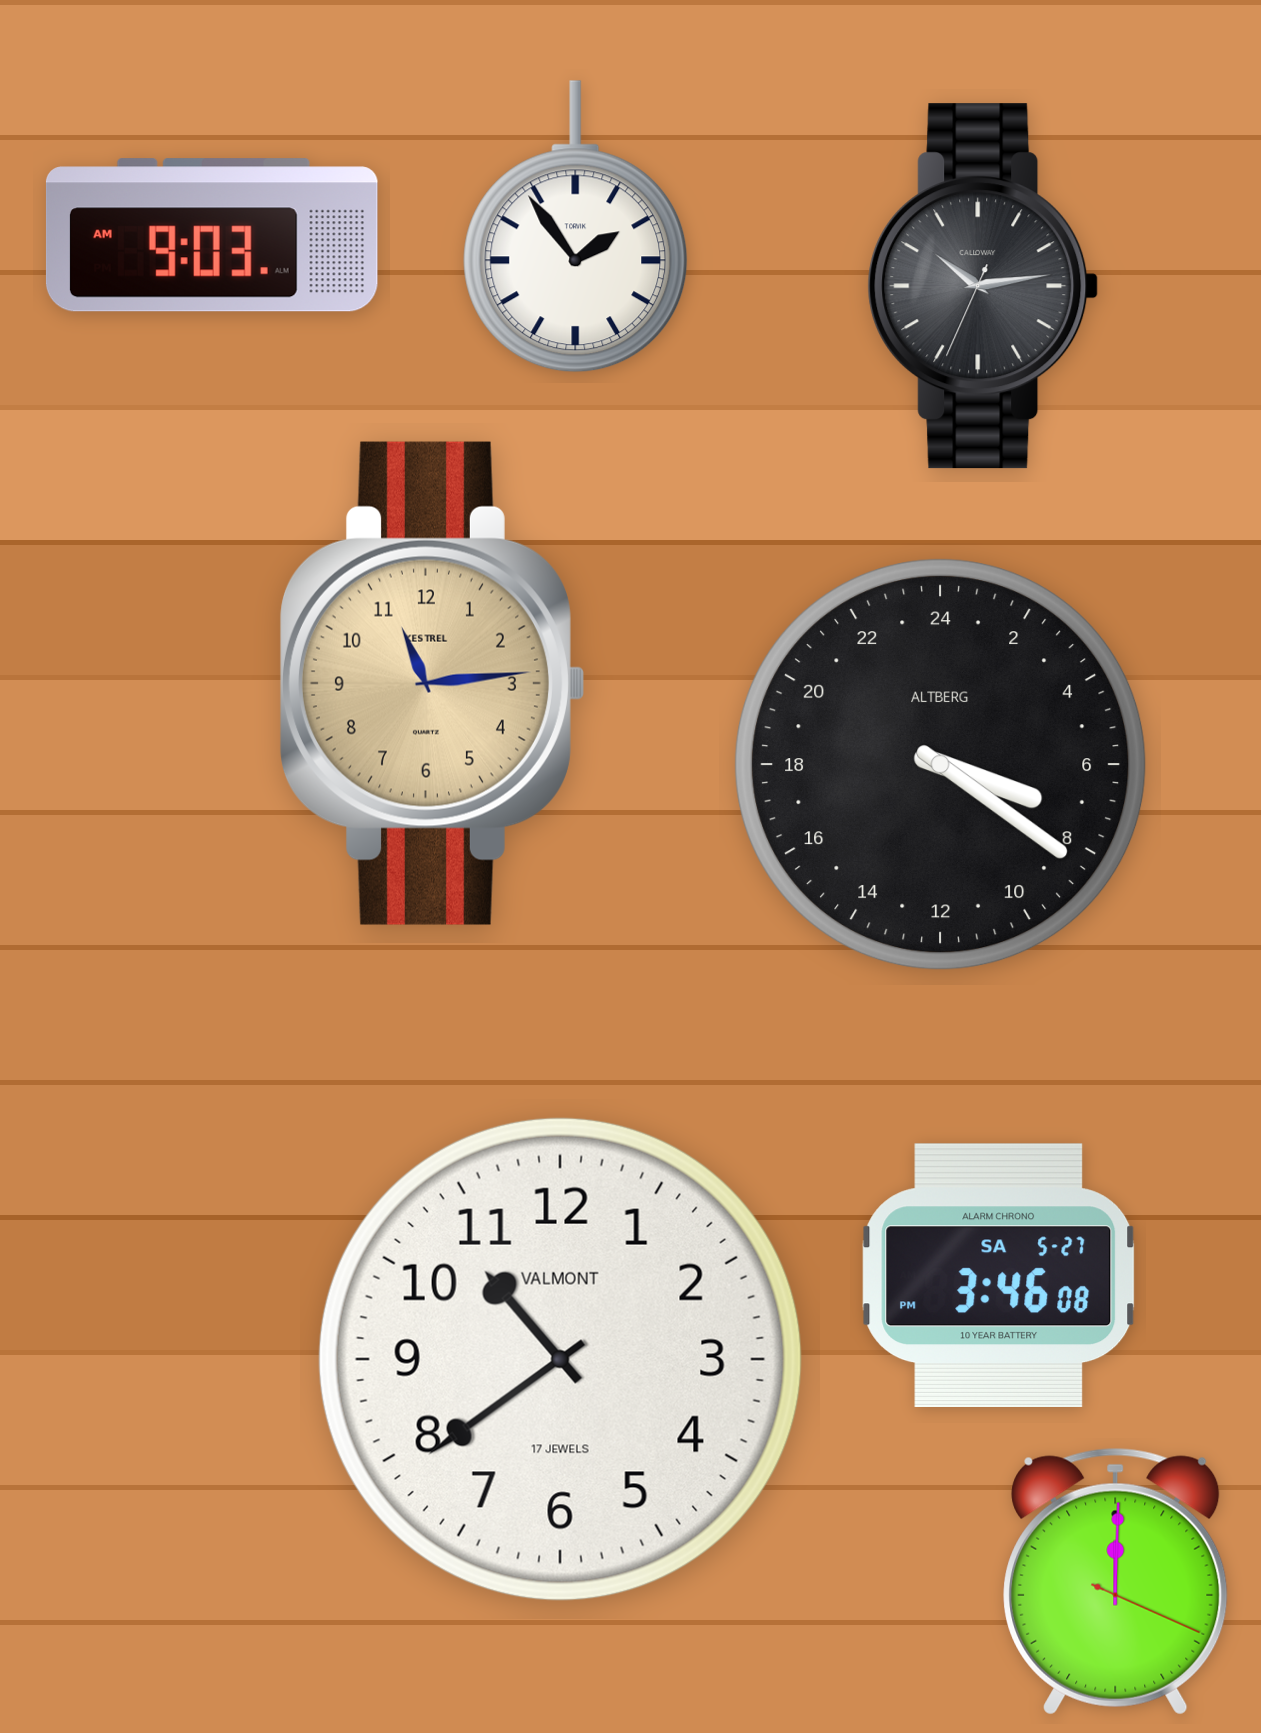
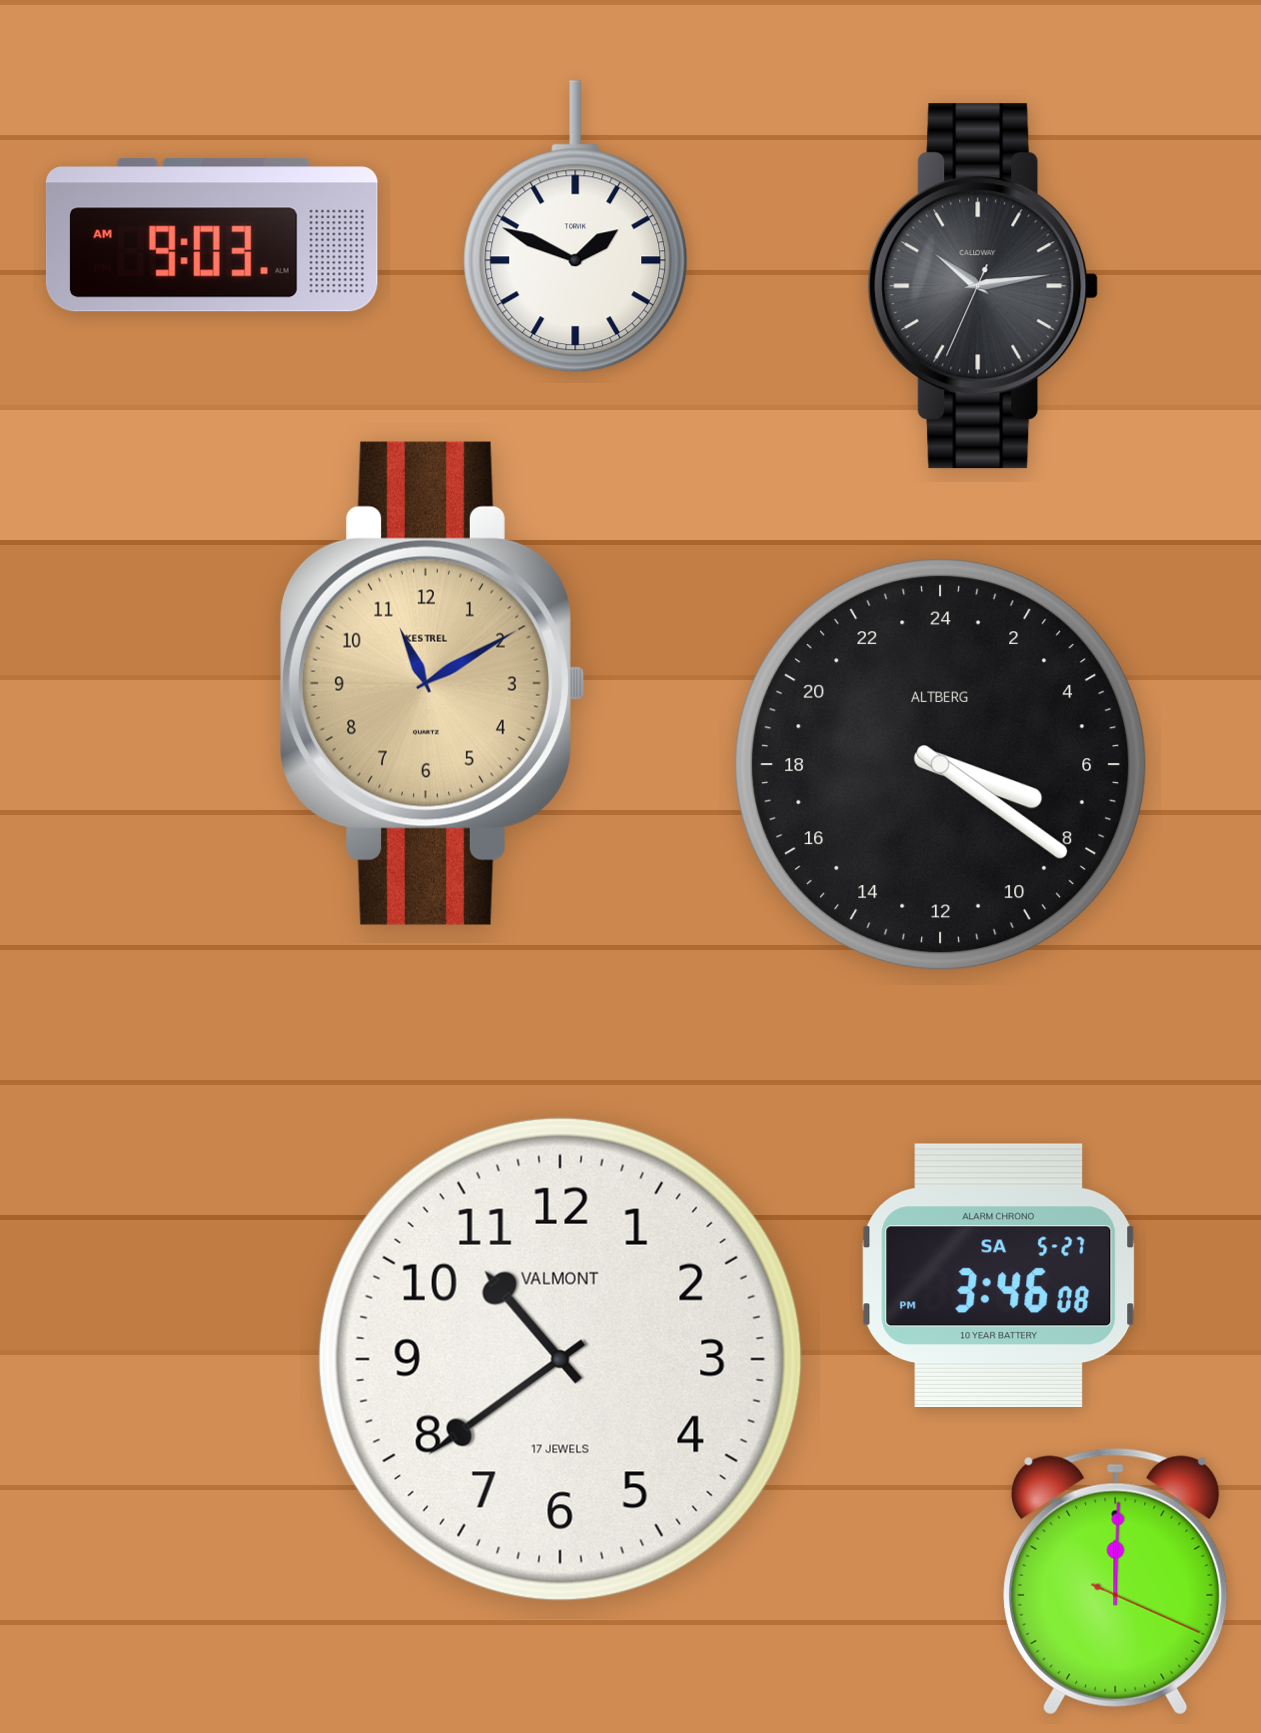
clock at (576, 227): 1:54 -> 1:49
clock at (432, 683): 11:14 -> 11:10
